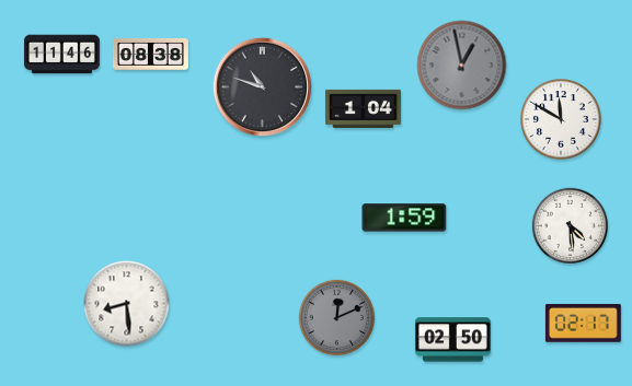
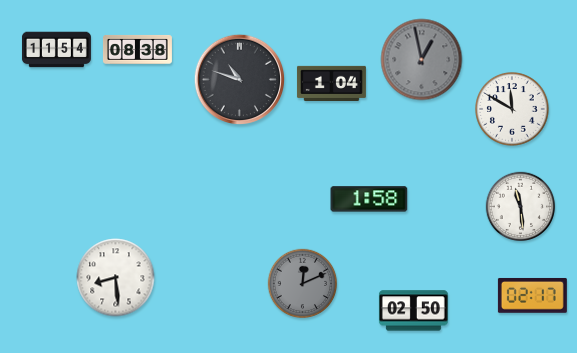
clock at (61, 55): 11:46 -> 11:54
clock at (363, 108) position: (363, 108) -> (331, 83)
clock at (404, 218): 1:59 -> 1:58
clock at (571, 226): 4:29 -> 11:29
clock at (337, 318) position: (337, 318) -> (303, 284)
